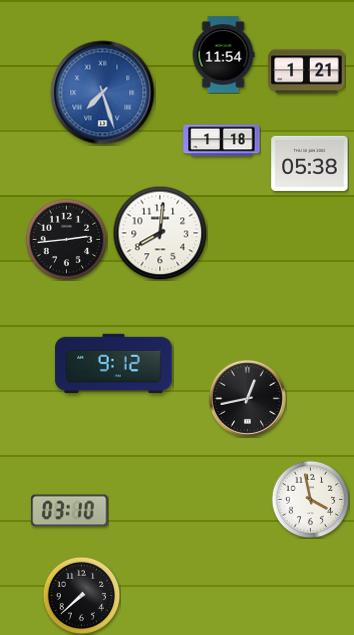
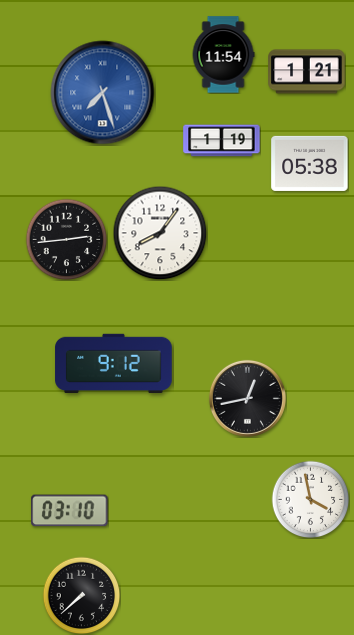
clock at (222, 141): 1:18 -> 1:19
clock at (160, 233): 8:01 -> 8:06
